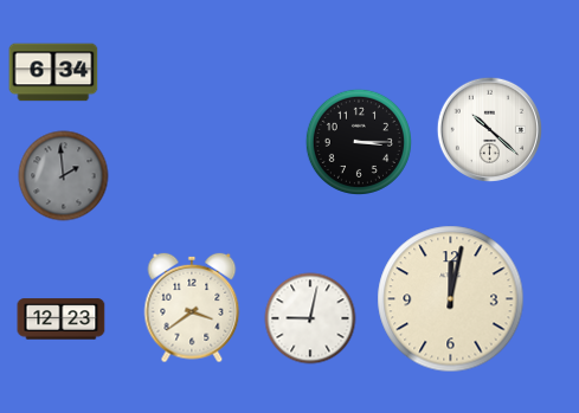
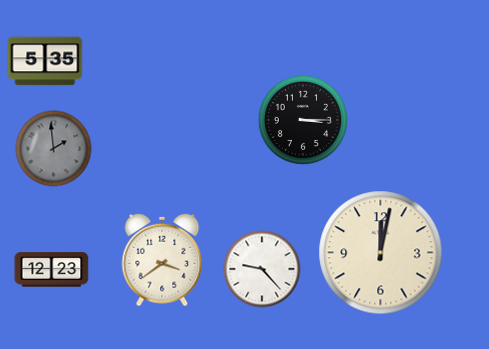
clock at (53, 72): 6:34 -> 5:35
clock at (489, 129): 10:22 -> none
clock at (310, 318): 9:02 -> 9:23
